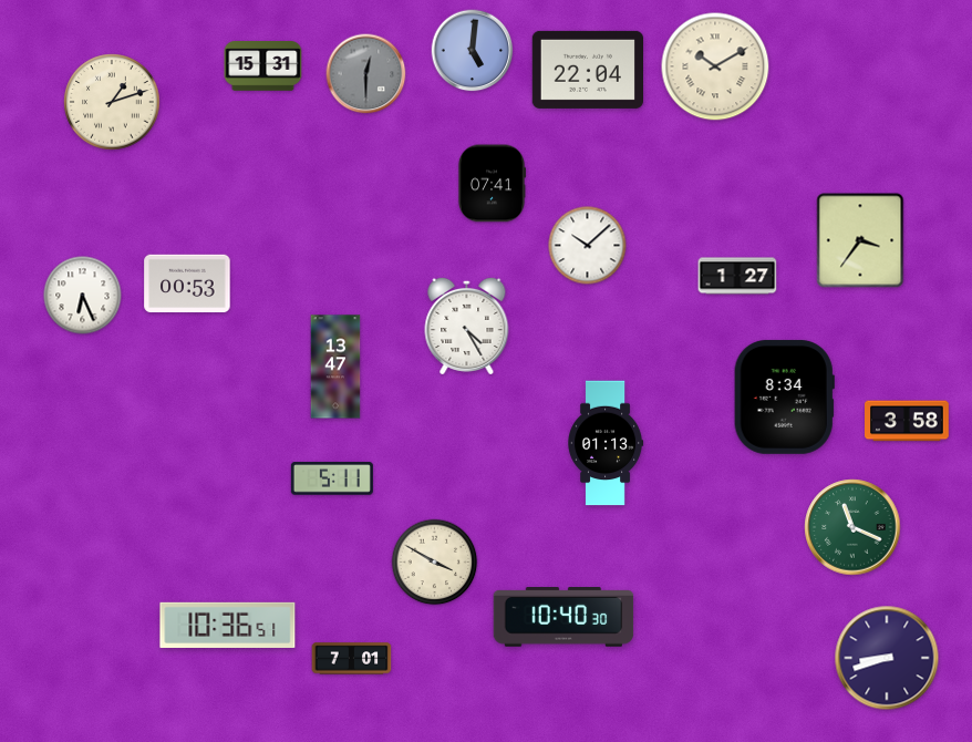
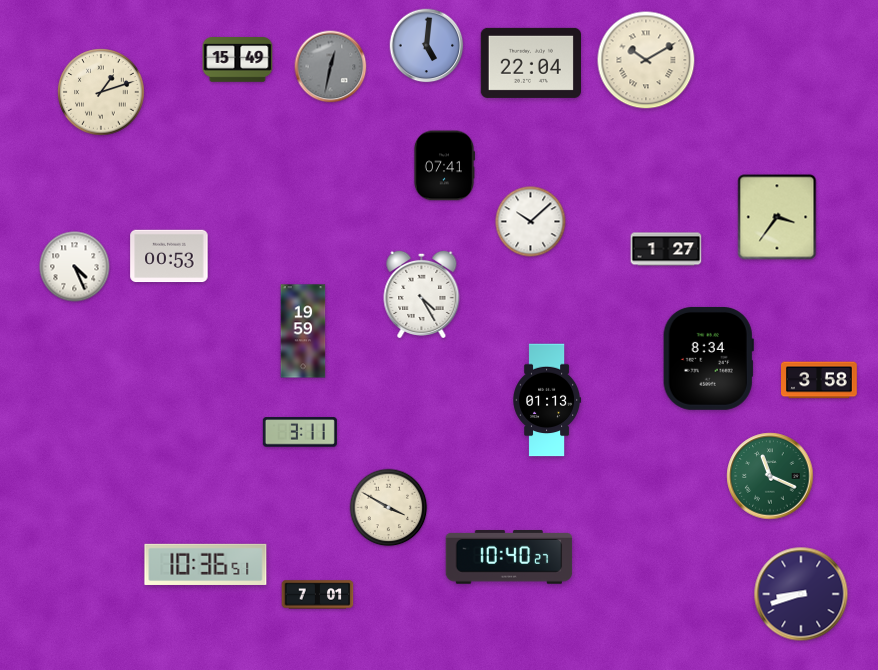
clock at (263, 66): 15:31 -> 15:49
clock at (366, 74): 12:30 -> 12:32
clock at (83, 296): 6:26 -> 4:26
clock at (335, 367): 13:47 -> 19:59
clock at (332, 478): 5:11 -> 3:11
clock at (435, 563) position: (435, 563) -> (389, 508)
clock at (563, 618): 10:40:30 -> 10:40:27
